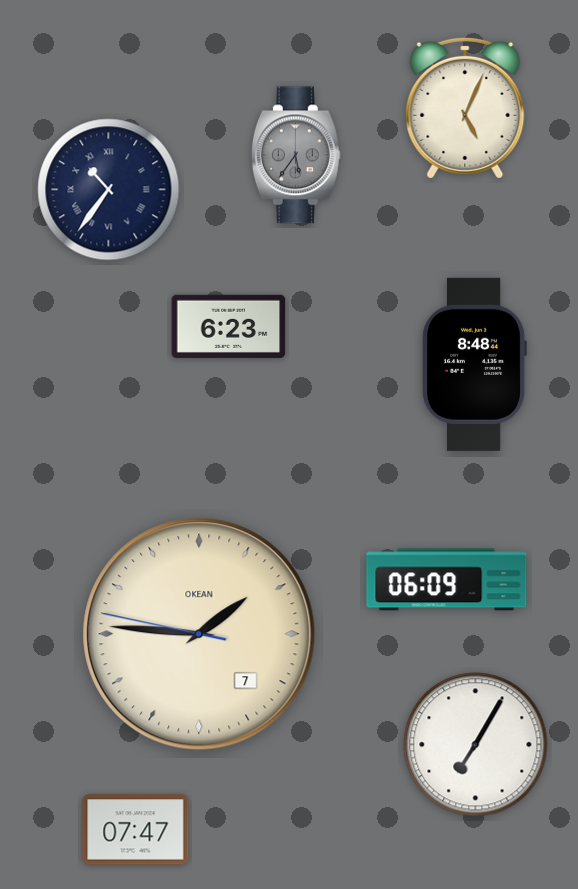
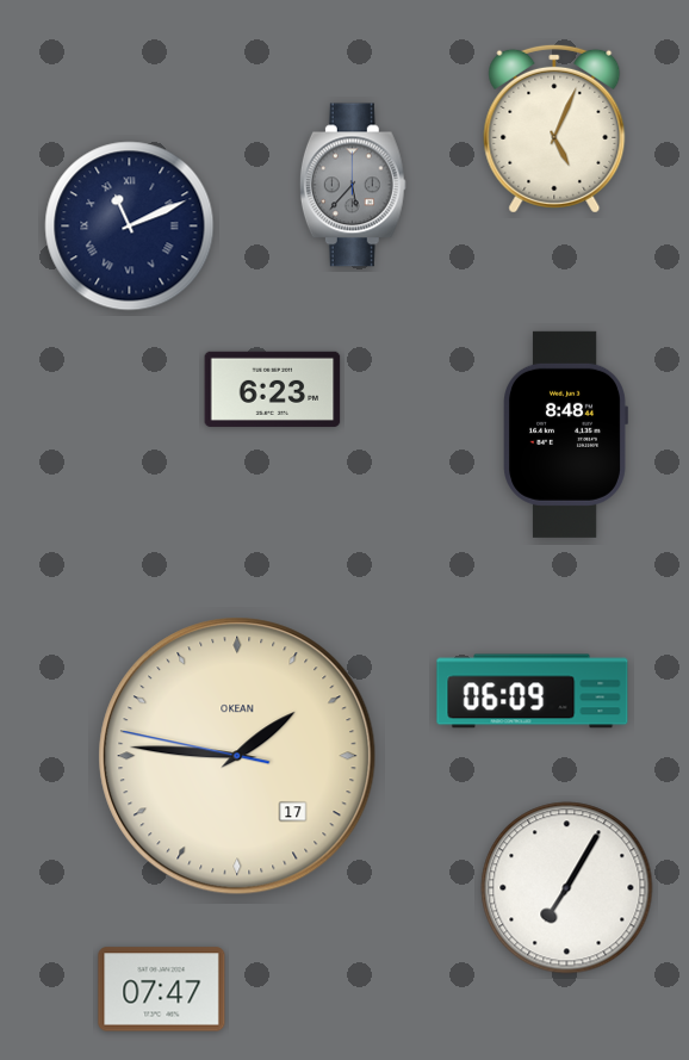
clock at (296, 155): 5:36 -> 5:37
clock at (109, 190): 10:36 -> 11:11
clock at (199, 634) date: 7 -> 17
